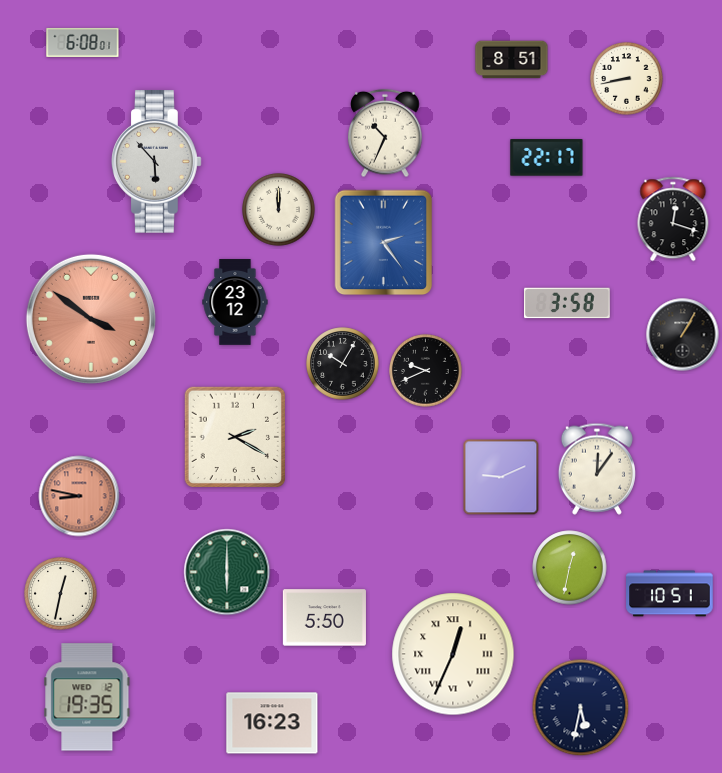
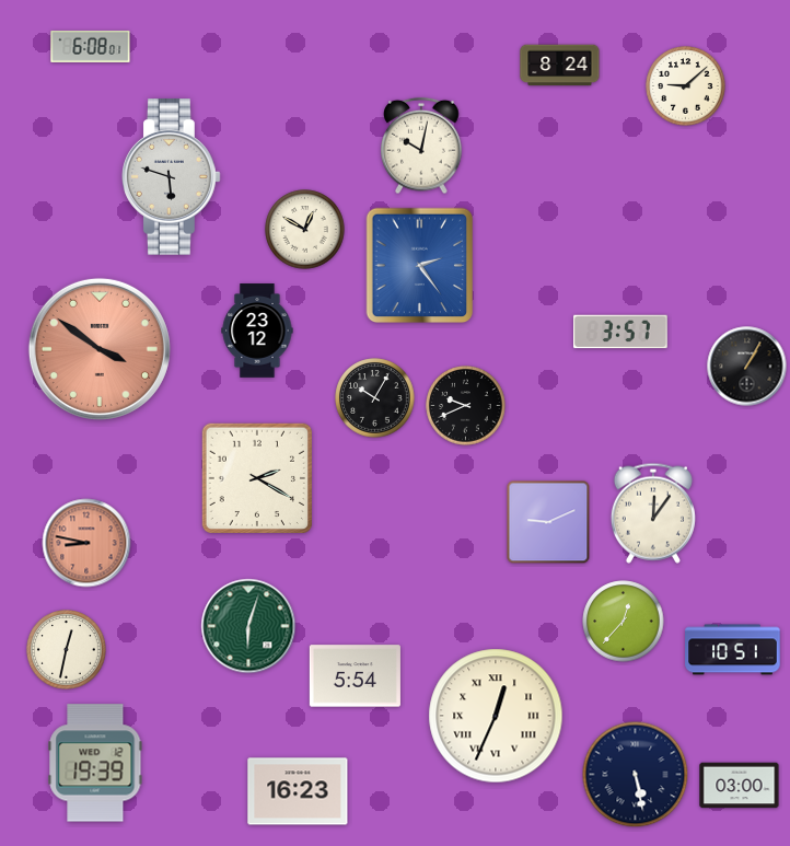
clock at (512, 60): 8:51 -> 8:24
clock at (627, 79): 8:43 -> 9:08
clock at (385, 133): 10:34 -> 10:02
clock at (547, 158): 22:17 -> none
clock at (157, 162): 5:53 -> 5:48
clock at (279, 210): 12:00 -> 12:50
clock at (673, 219): 12:18 -> none
clock at (568, 303): 3:58 -> 3:57
clock at (570, 568): 12:32 -> 12:37
clock at (227, 572): 6:00 -> 6:03
clock at (324, 618): 5:50 -> 5:54
clock at (87, 697): 19:35 -> 19:39
clock at (581, 708): 5:32 -> 5:28
clock at (740, 786): none -> 03:00
